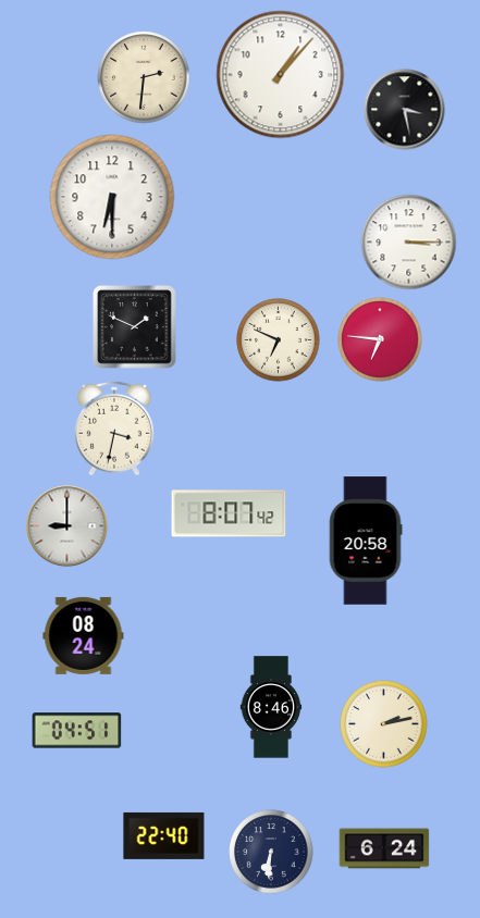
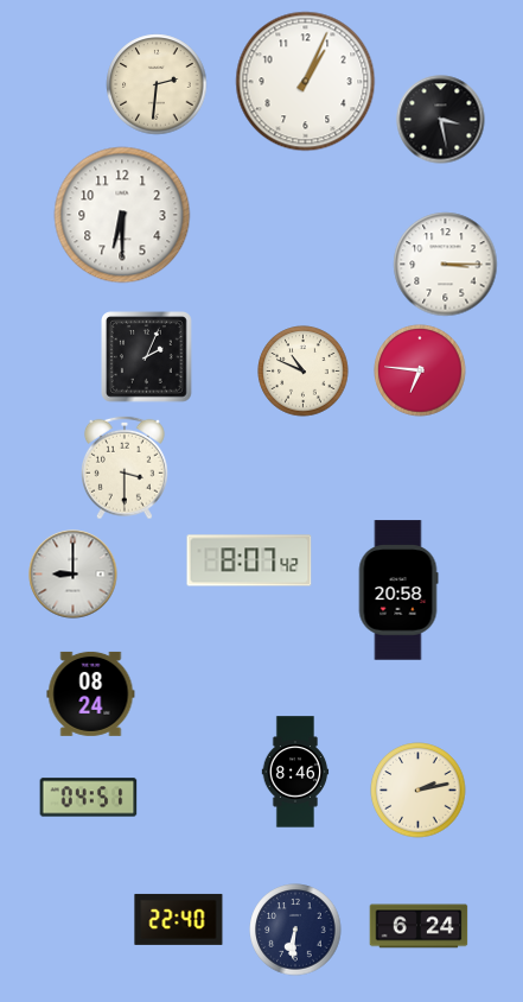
clock at (281, 75): 1:07 -> 1:04
clock at (135, 327): 1:49 -> 2:04
clock at (380, 339) position: (380, 339) -> (420, 370)
clock at (279, 340): 6:49 -> 10:49
clock at (115, 429): 3:32 -> 3:30
clock at (77, 731) position: (77, 731) -> (89, 798)
clock at (164, 835) position: (164, 835) -> (179, 919)
